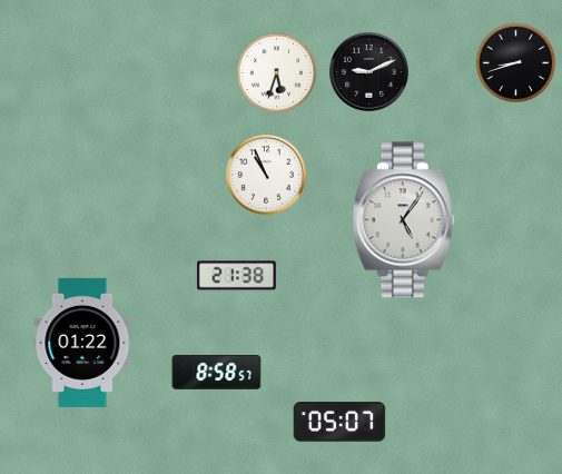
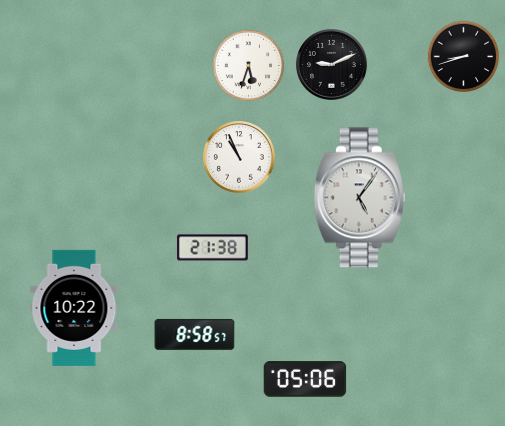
clock at (403, 220) position: (403, 220) -> (359, 198)
clock at (82, 343): 01:22 -> 10:22
clock at (339, 422): 05:07 -> 05:06
